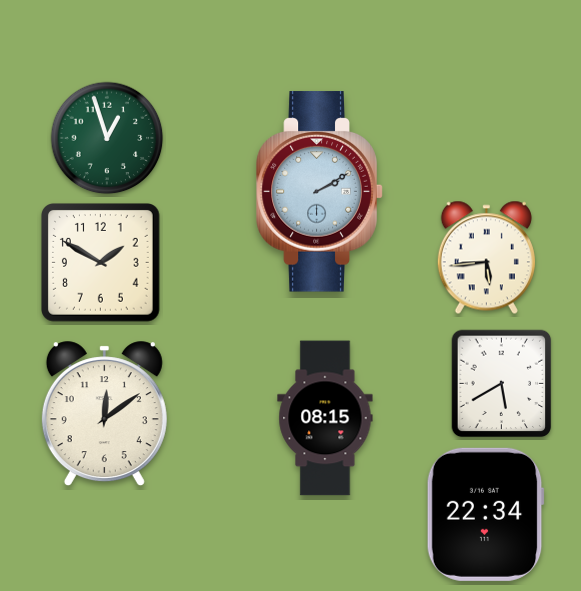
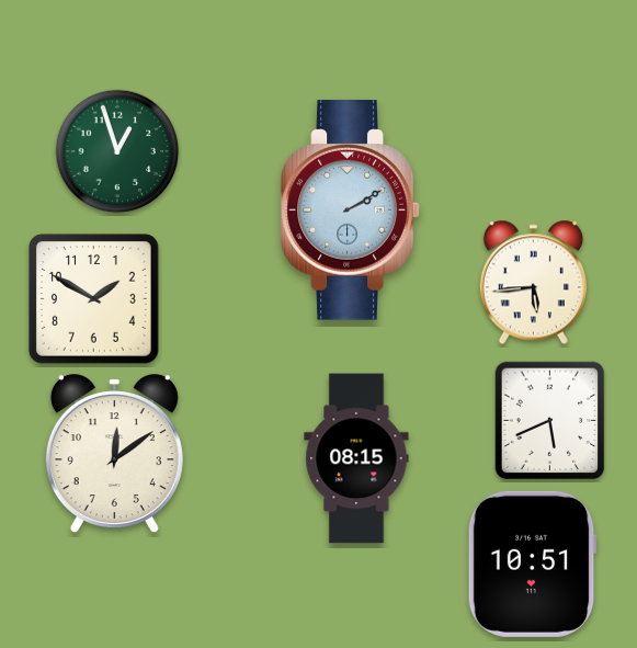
clock at (101, 263) position: (101, 263) -> (94, 299)
clock at (502, 384): 5:40 -> 5:41
clock at (485, 514): 22:34 -> 10:51
